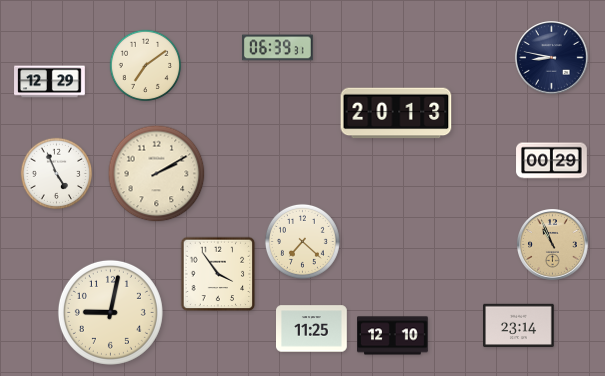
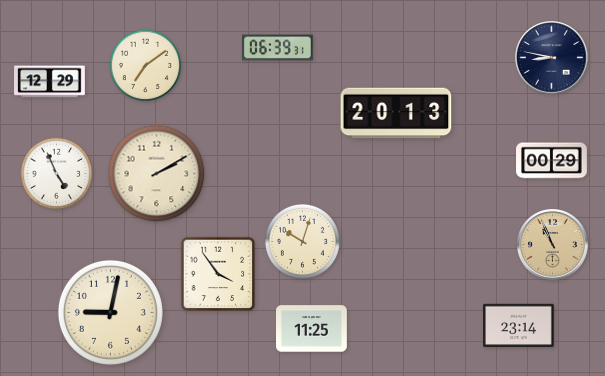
clock at (302, 241): 7:22 -> 10:03
clock at (393, 336): 12:10 -> none
